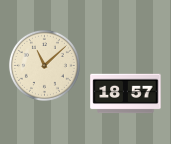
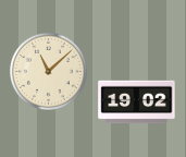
clock at (126, 94): 18:57 -> 19:02
